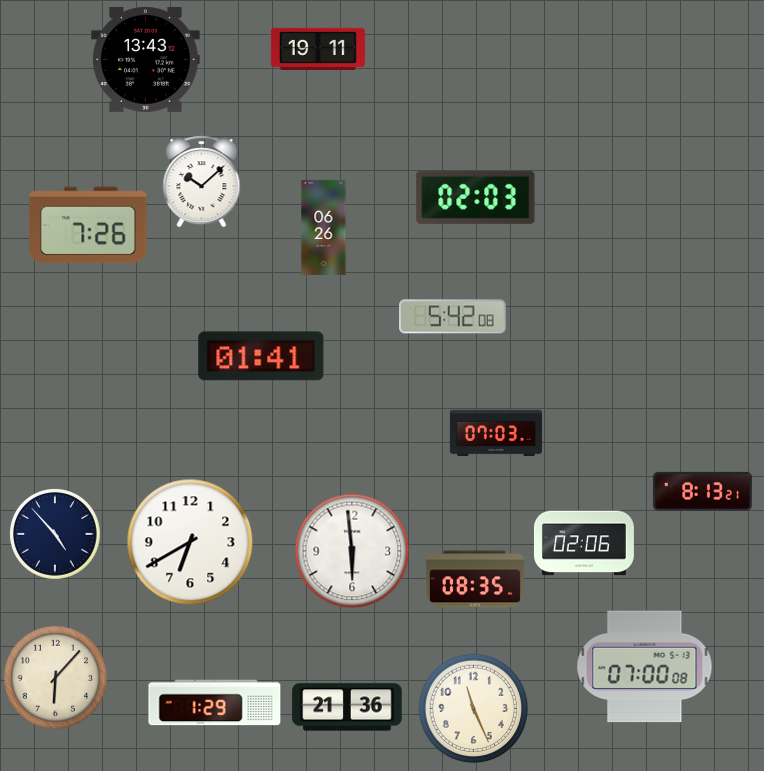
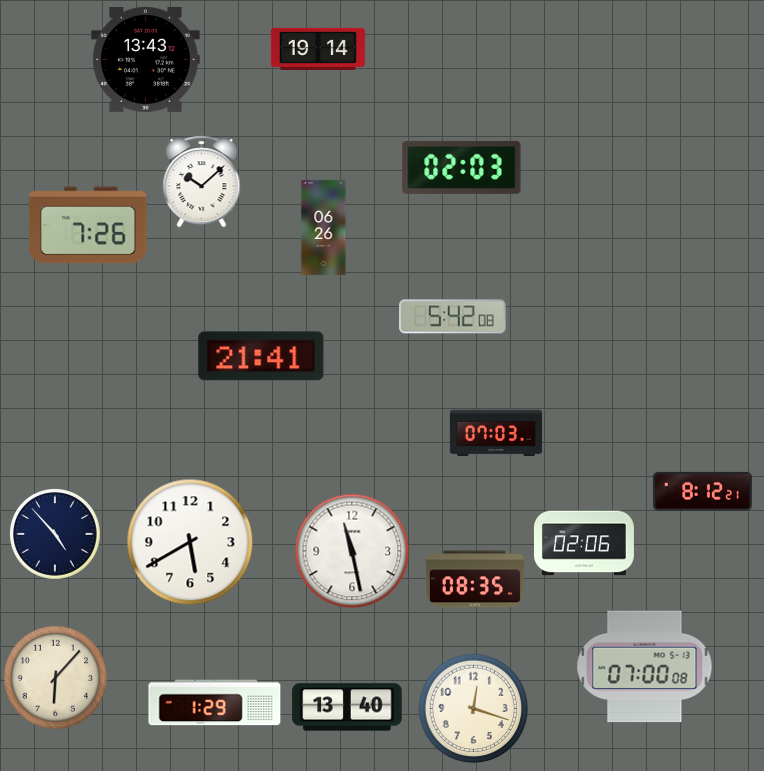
clock at (318, 49): 19:11 -> 19:14
clock at (476, 197) position: (476, 197) -> (462, 167)
clock at (261, 356): 01:41 -> 21:41
clock at (702, 491): 8:13 -> 8:12
clock at (190, 542): 6:40 -> 5:40
clock at (352, 551): 5:59 -> 11:28
clock at (347, 707): 21:36 -> 13:40
clock at (473, 708): 11:26 -> 12:18
